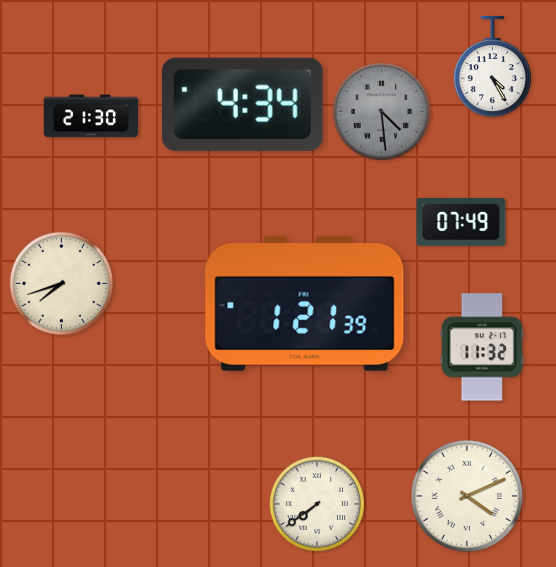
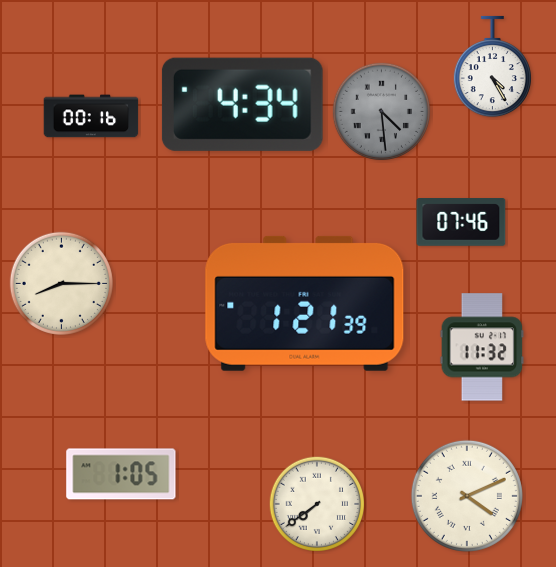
clock at (91, 116): 21:30 -> 00:16
clock at (461, 223): 07:49 -> 07:46
clock at (61, 283): 7:42 -> 8:15
clock at (121, 474): none -> 1:05
